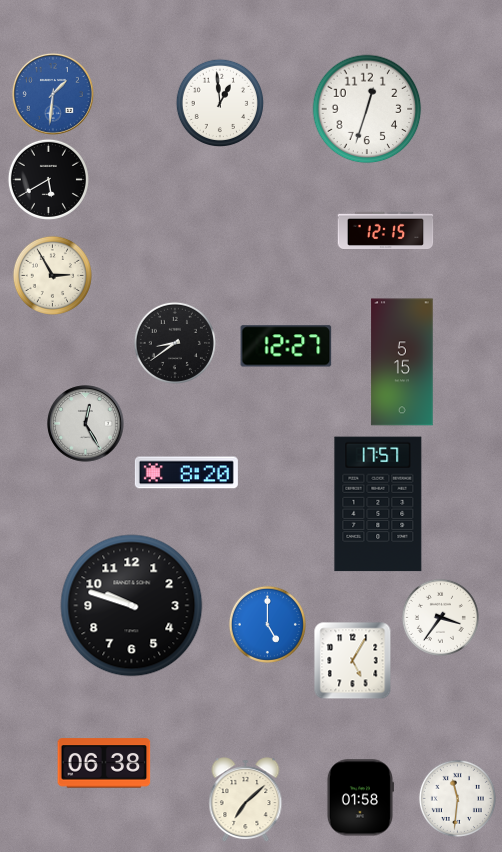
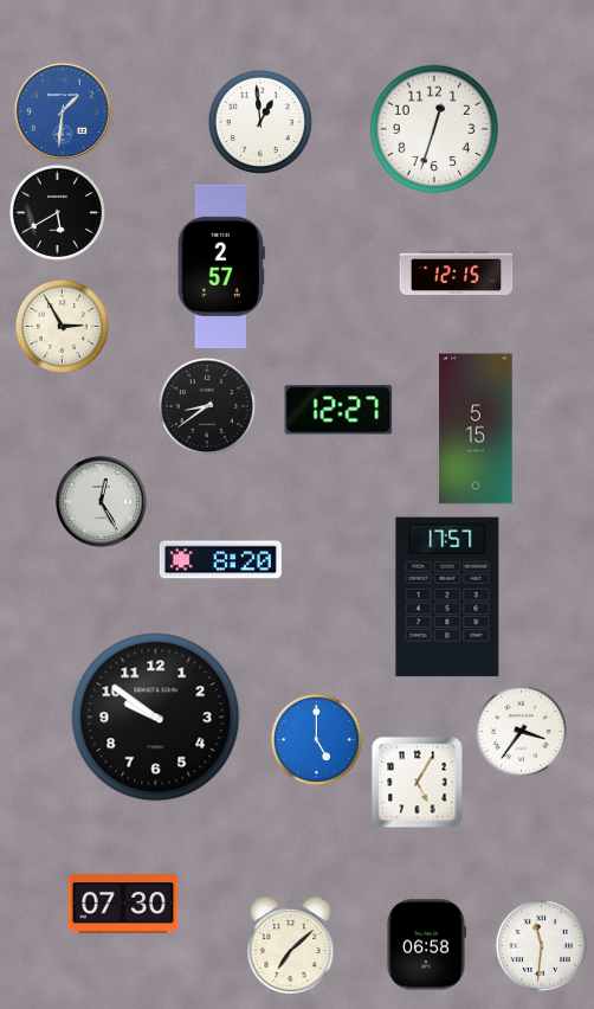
clock at (221, 266): none -> 2:57
clock at (132, 606): 9:48 -> 9:51
clock at (104, 763): 06:38 -> 07:30
clock at (360, 798): 01:58 -> 06:58
